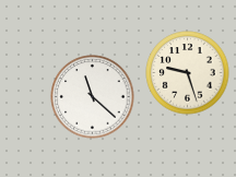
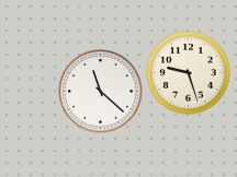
clock at (93, 97) position: (93, 97) -> (101, 92)
